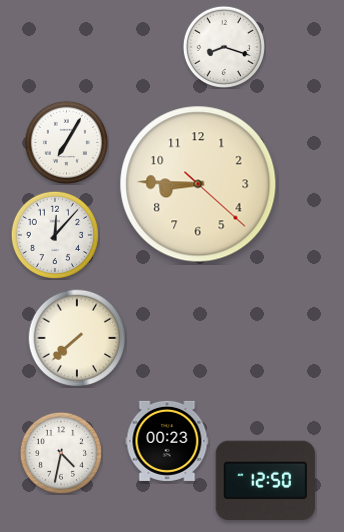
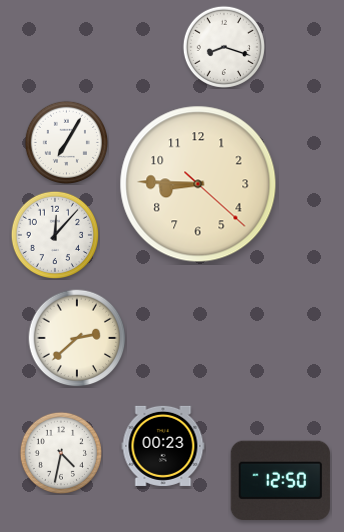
clock at (77, 338): 7:38 -> 2:38
clock at (167, 441) position: (167, 441) -> (163, 446)
clock at (265, 480) position: (265, 480) -> (280, 480)
